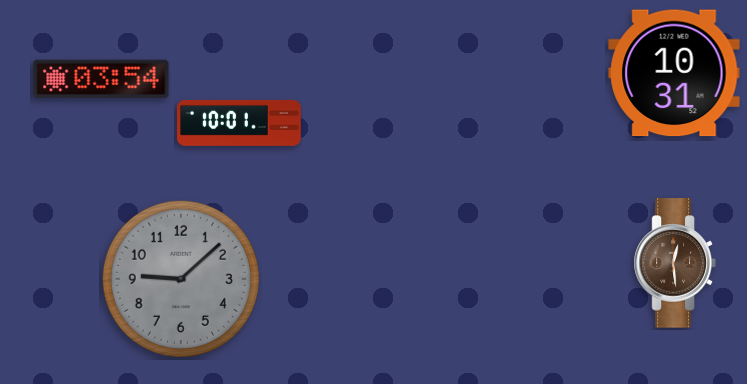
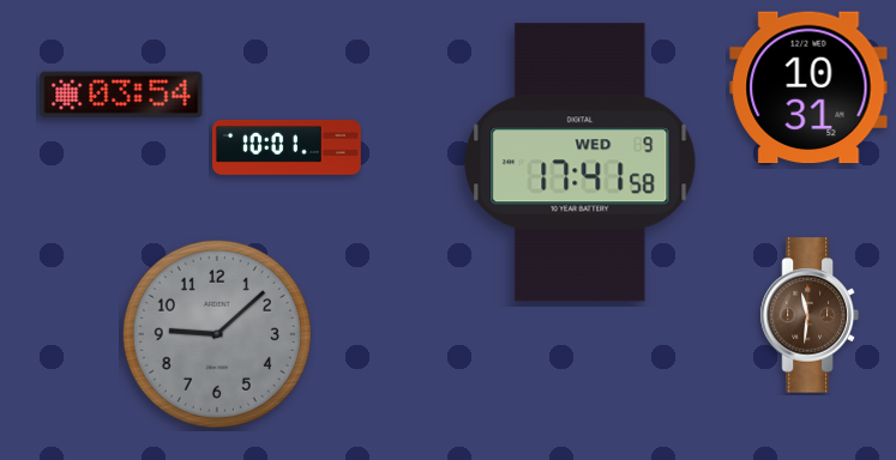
clock at (581, 163): none -> 17:41
clock at (675, 263): 12:29 -> 11:31
